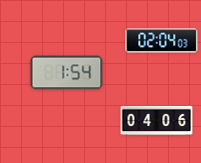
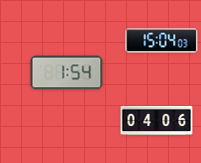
clock at (162, 41): 02:04 -> 15:04
